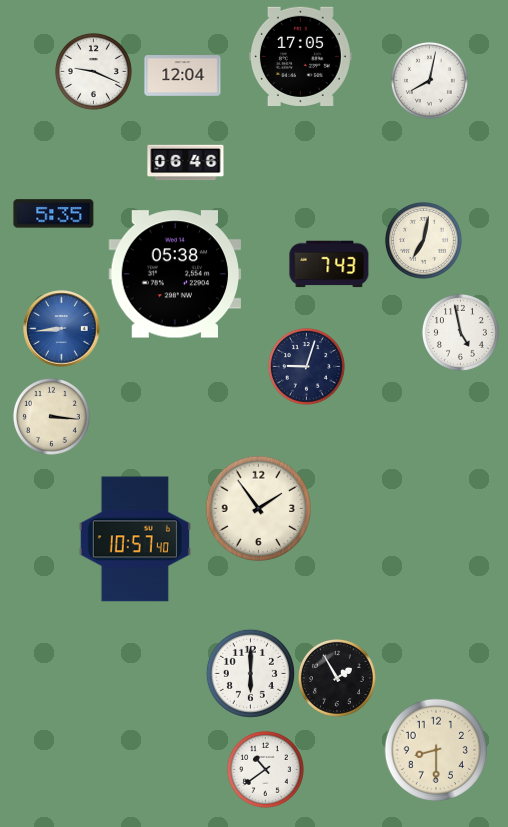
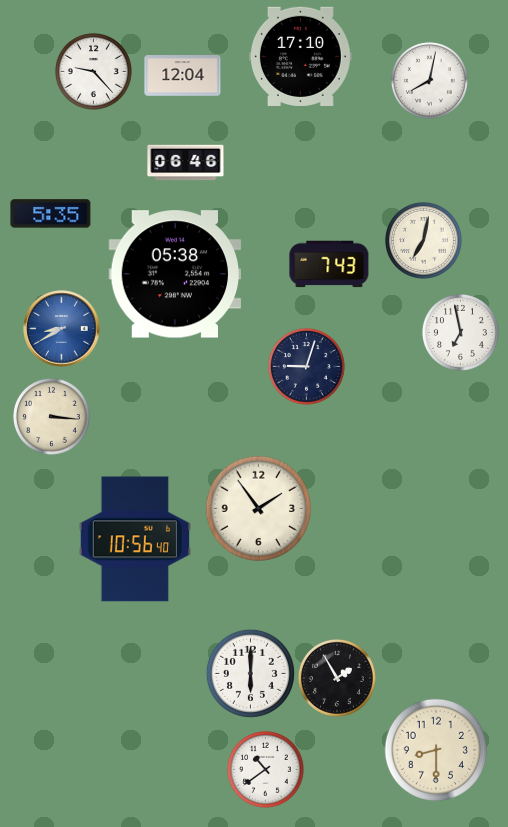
clock at (300, 56): 17:05 -> 17:10
clock at (93, 71): 9:19 -> 9:23
clock at (54, 214) position: (54, 214) -> (51, 214)
clock at (62, 329): 8:44 -> 8:40
clock at (460, 332): 4:58 -> 6:58
clock at (135, 539): 10:57 -> 10:56
